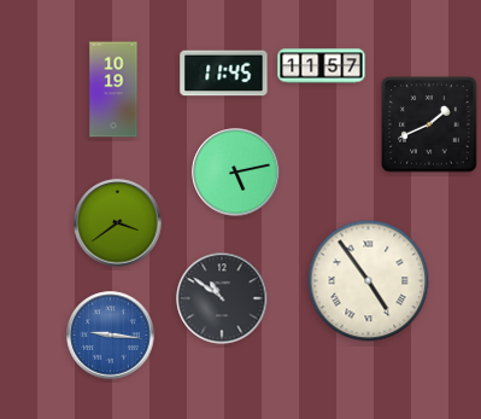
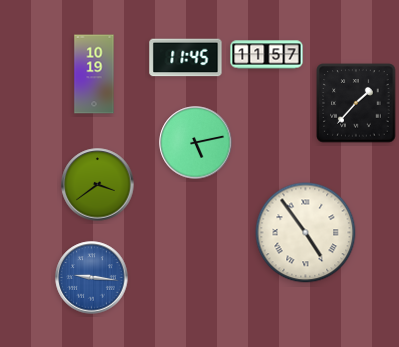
clock at (224, 74) position: (224, 74) -> (186, 58)
clock at (429, 124): 1:41 -> 1:37
clock at (222, 298): 10:51 -> none
